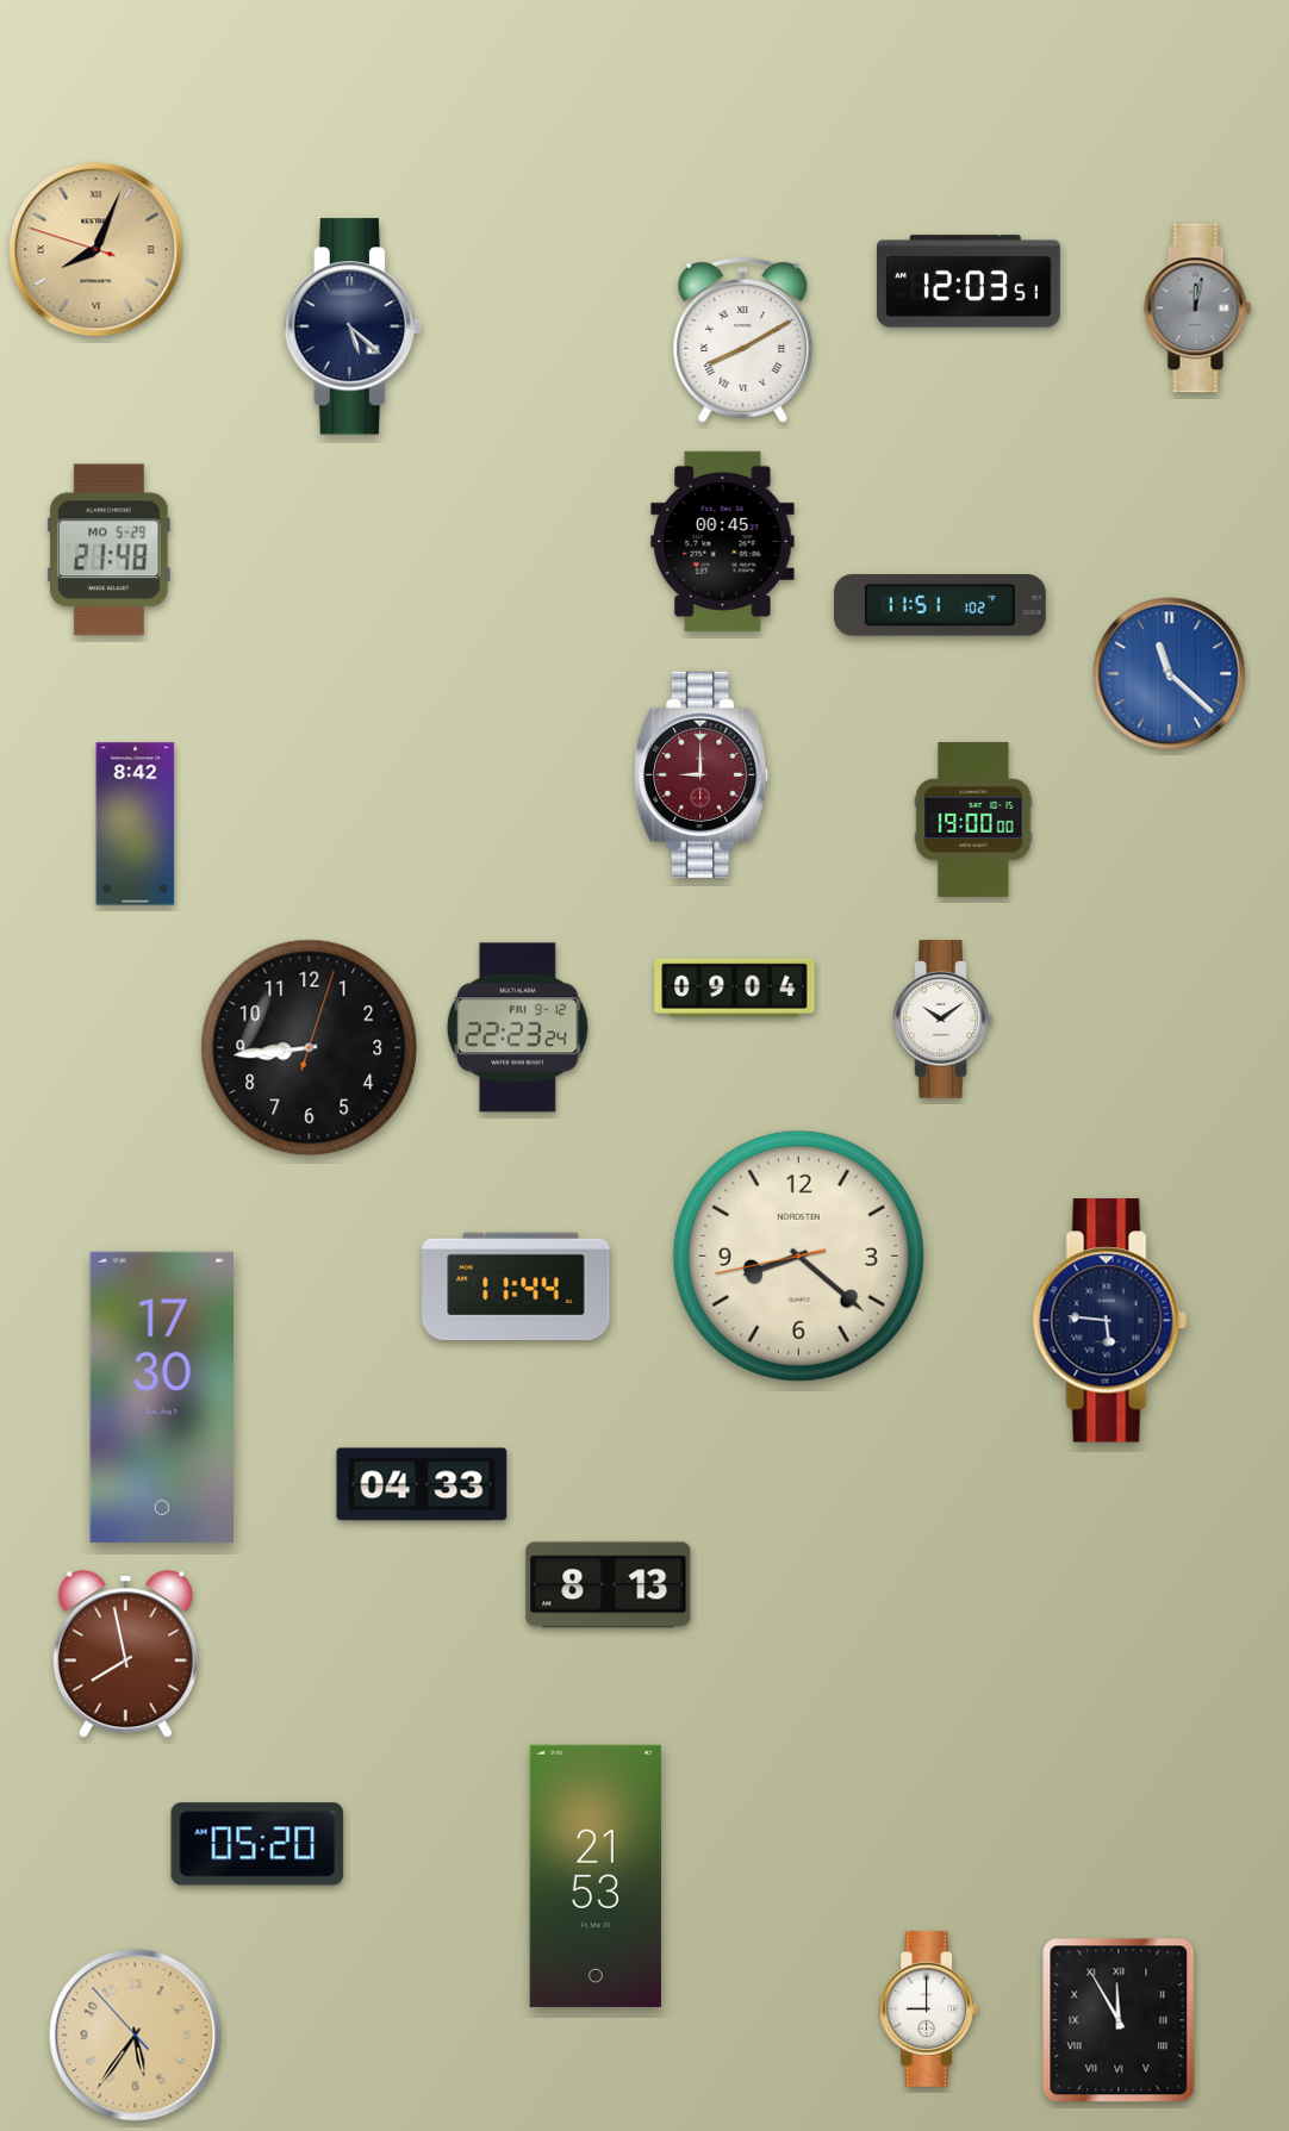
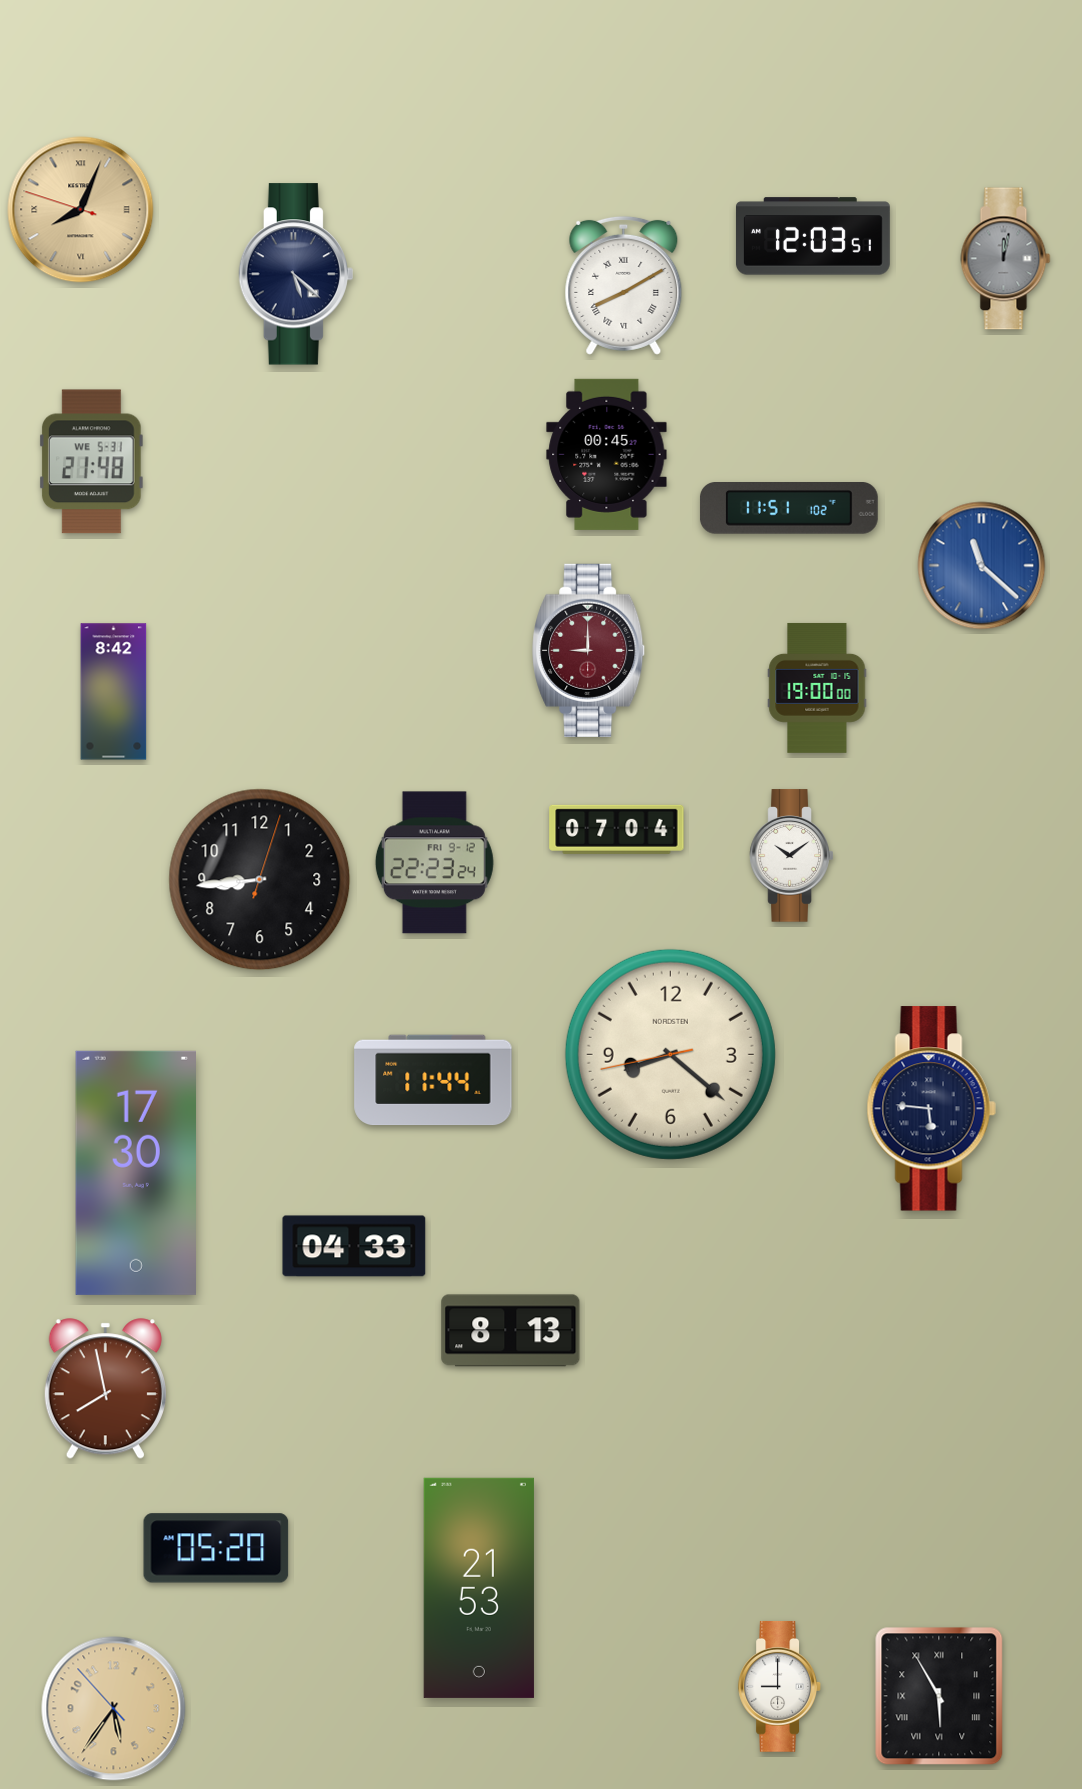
clock at (108, 550) date: MO 5-29 -> WE 5-31
clock at (735, 987): 09:04 -> 07:04
clock at (596, 1876) position: (596, 1876) -> (479, 1588)
clock at (1119, 2020): 11:55 -> 5:55
